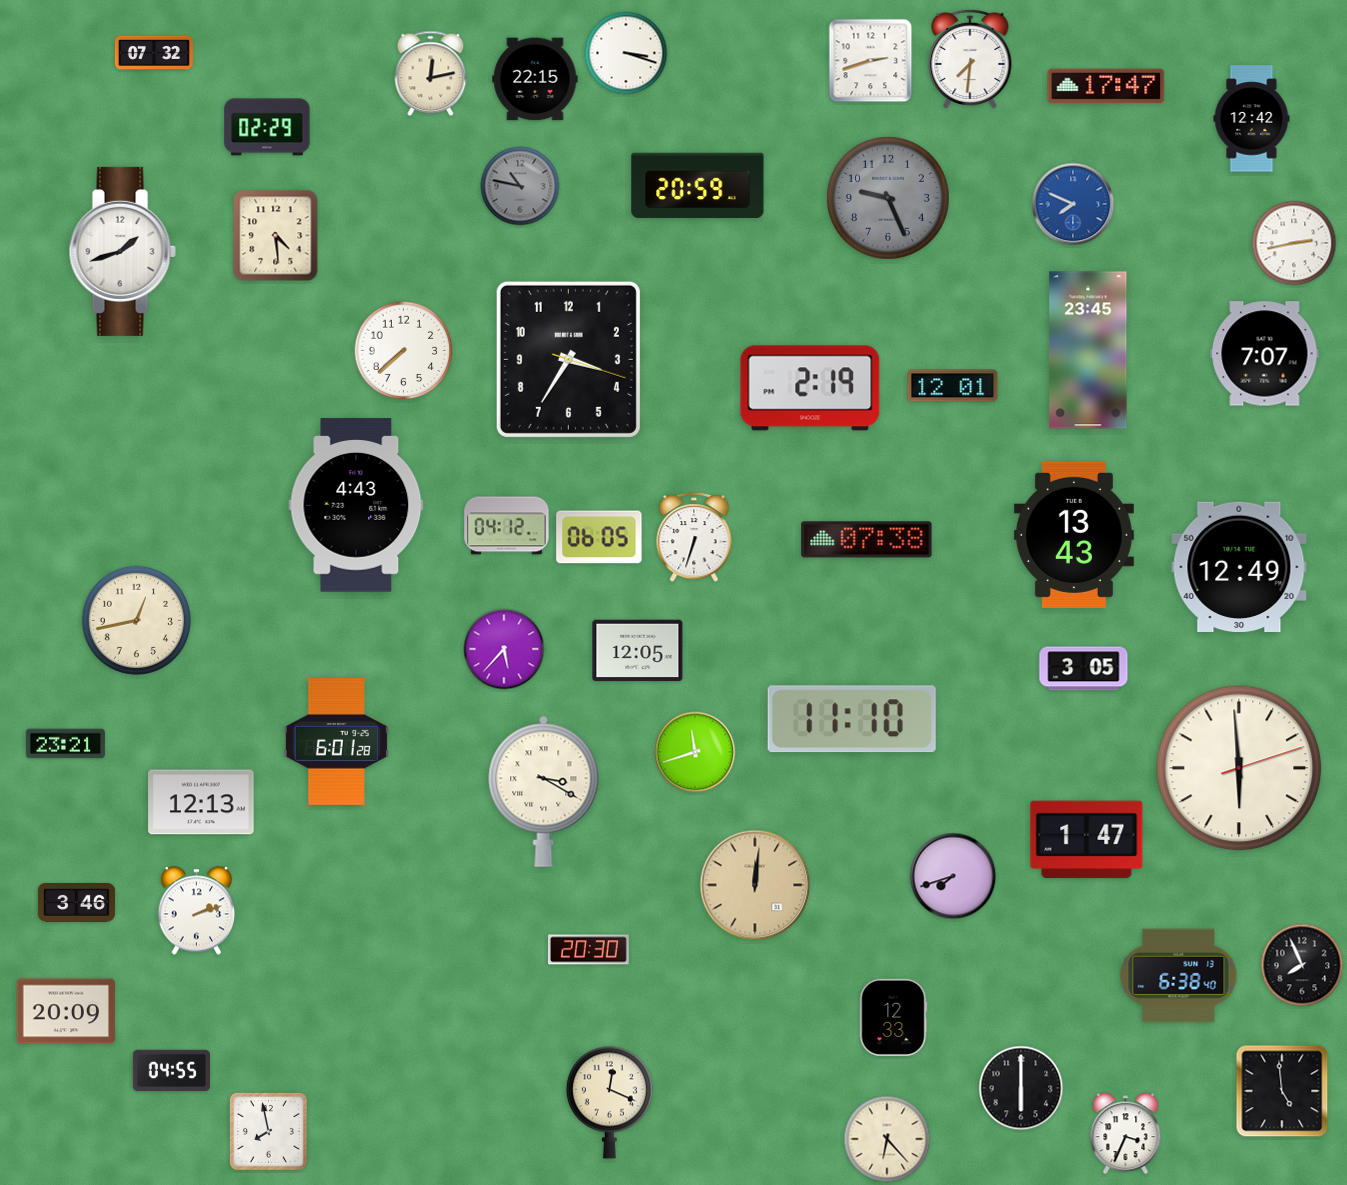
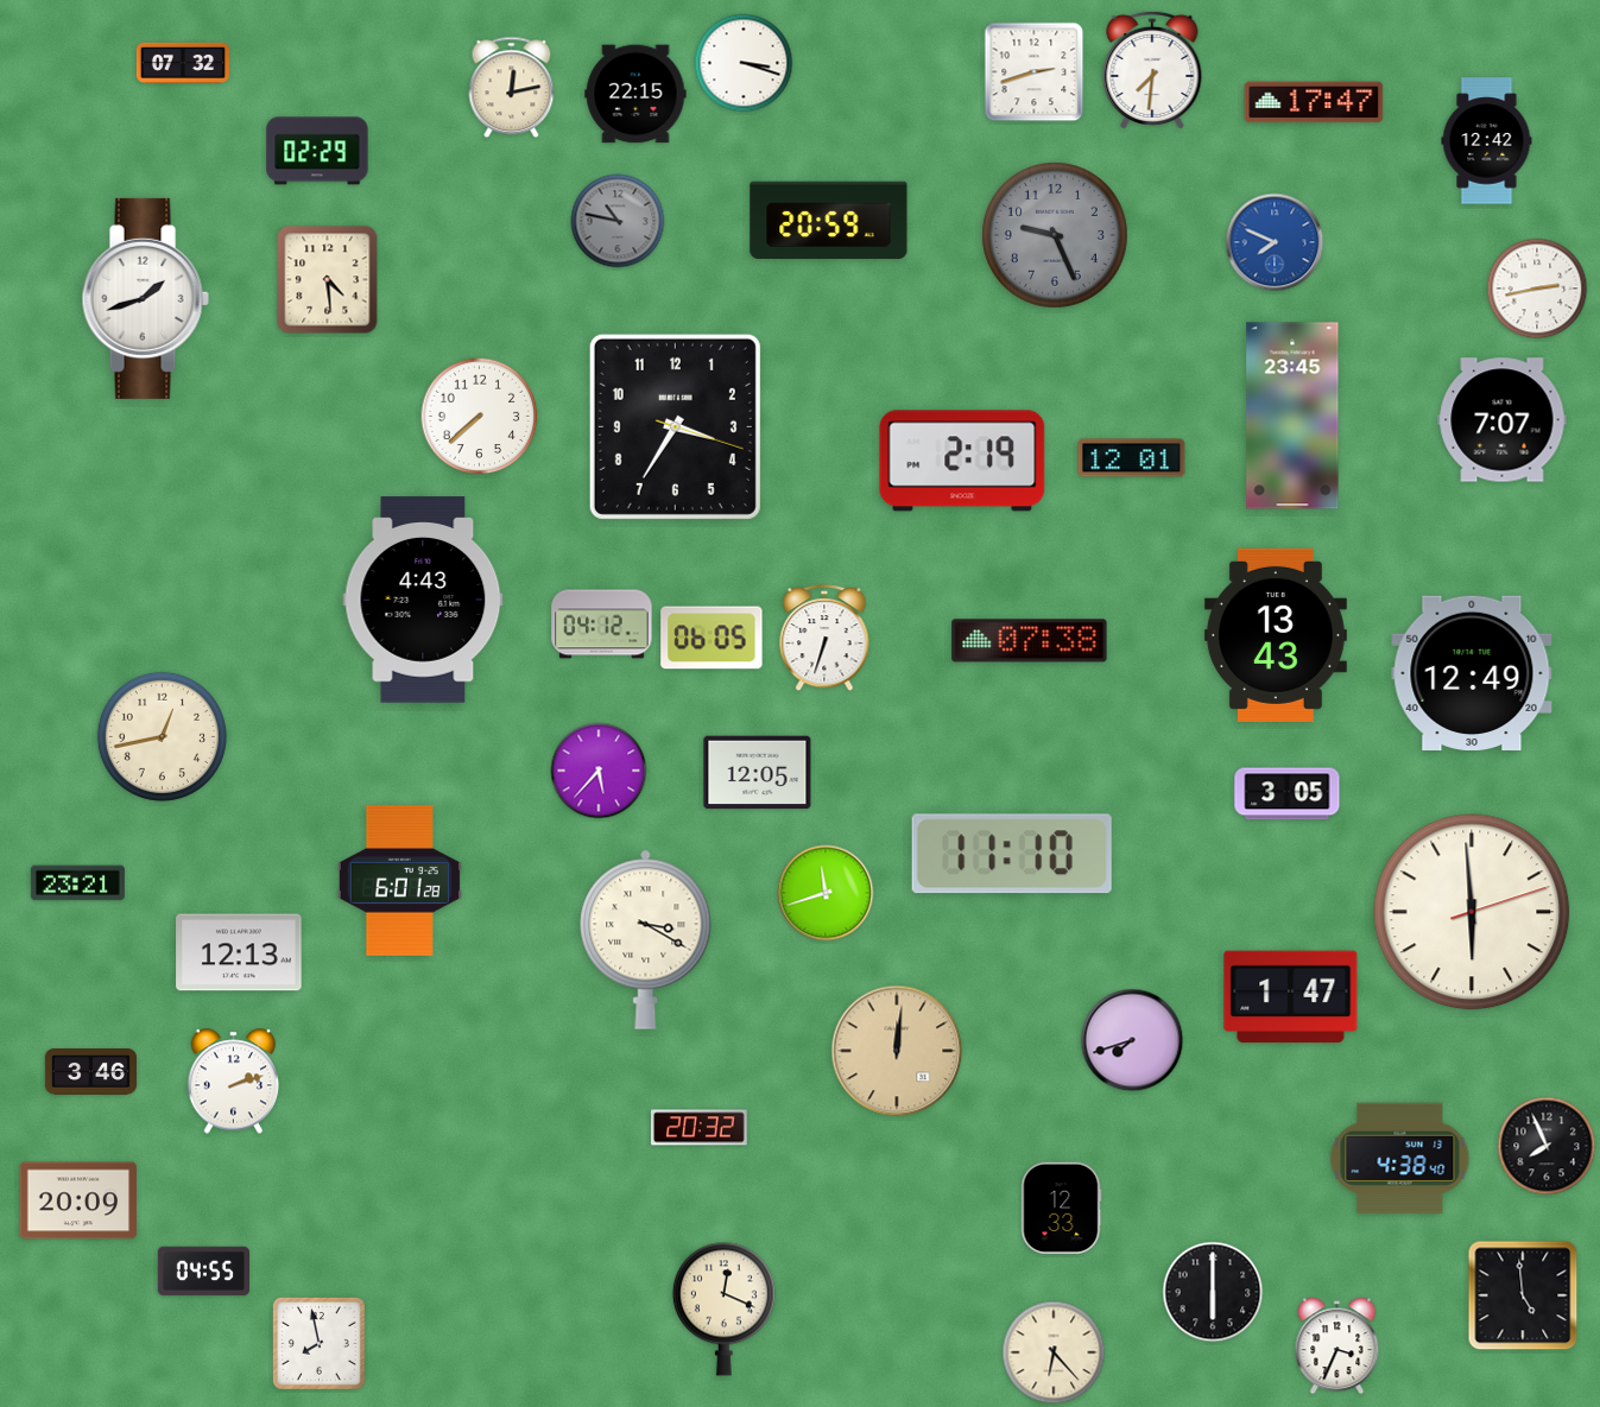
clock at (589, 950): 20:30 -> 20:32
clock at (1179, 976): 6:38 -> 4:38
